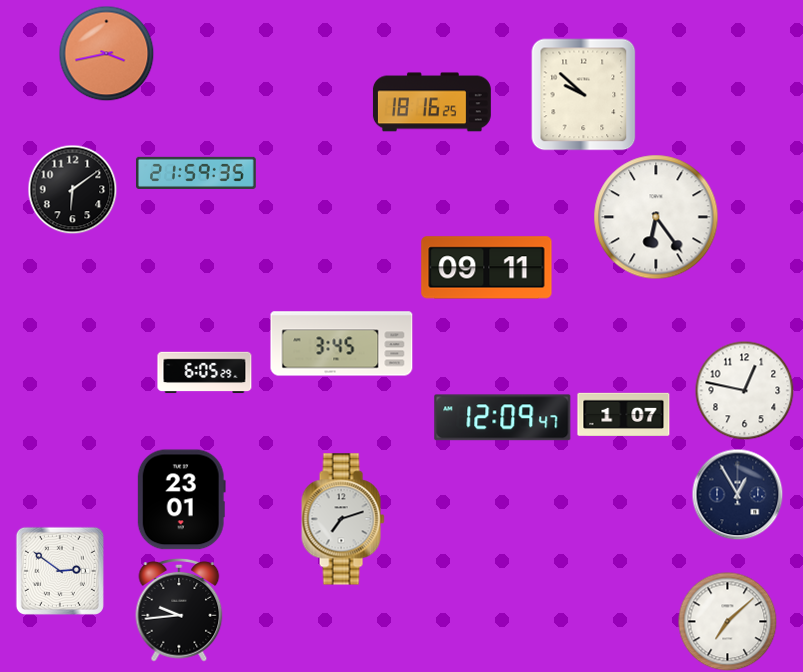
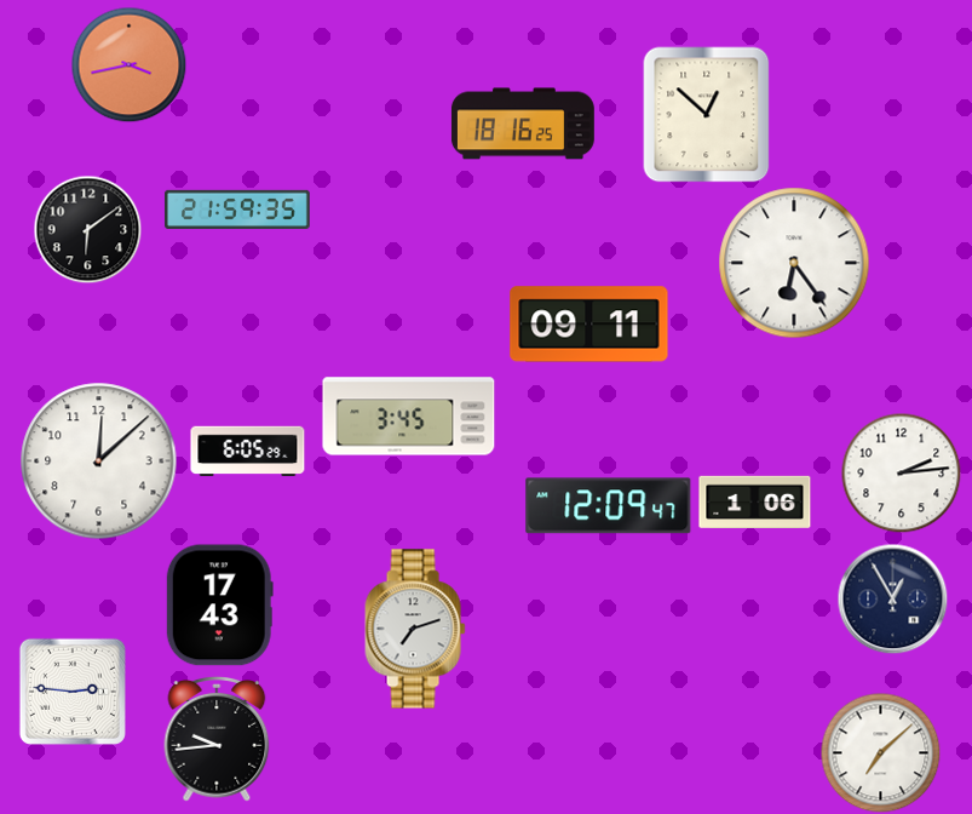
clock at (584, 95): 9:52 -> 12:52
clock at (342, 344) position: (342, 344) -> (409, 417)
clock at (99, 462): none -> 12:08
clock at (745, 391): 12:47 -> 2:14
clock at (624, 414): 1:07 -> 1:06
clock at (181, 500): 23:01 -> 17:43
clock at (60, 571): 2:51 -> 2:46
